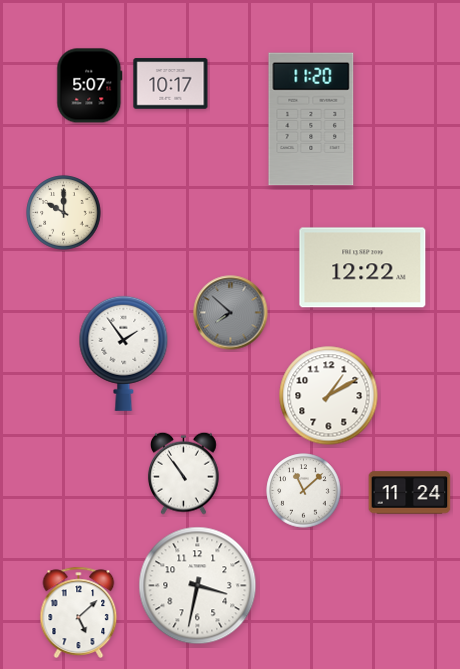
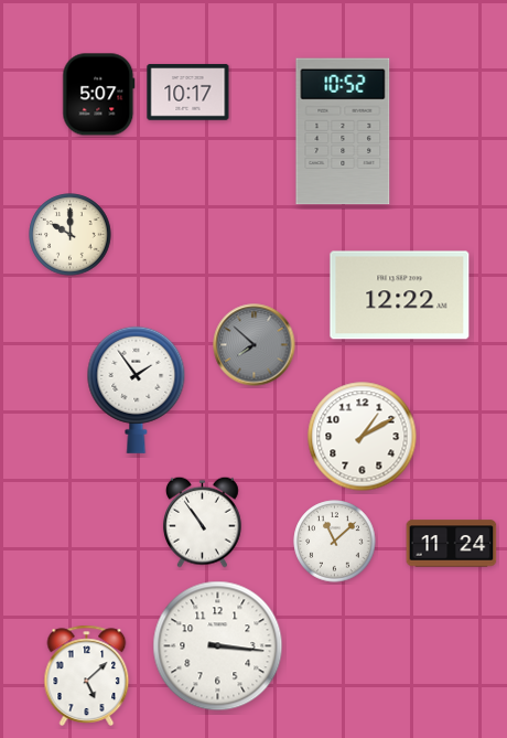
clock at (311, 119): 11:20 -> 10:52
clock at (198, 586): 3:32 -> 3:16
